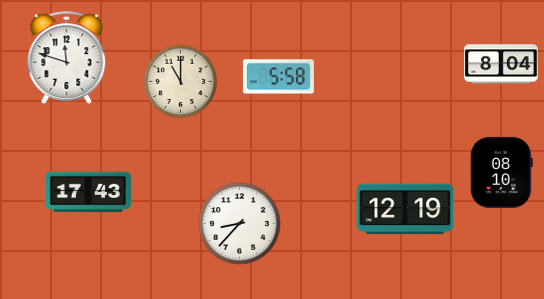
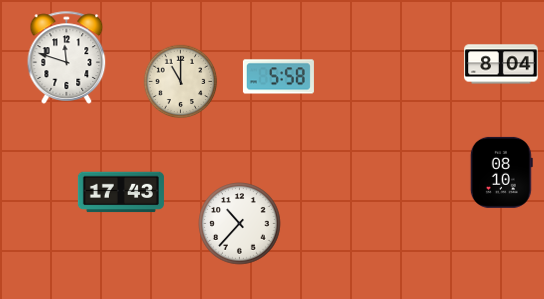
clock at (88, 192) position: (88, 192) -> (121, 192)
clock at (405, 209): 12:19 -> none
clock at (240, 224): 8:37 -> 10:37
